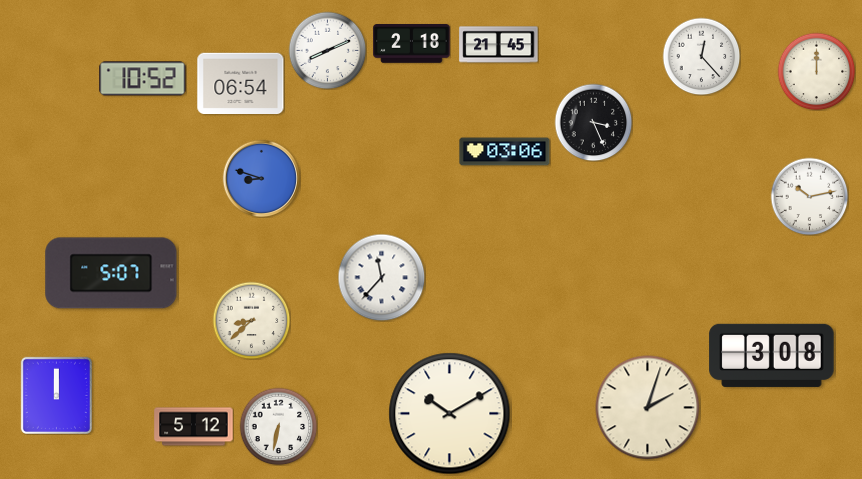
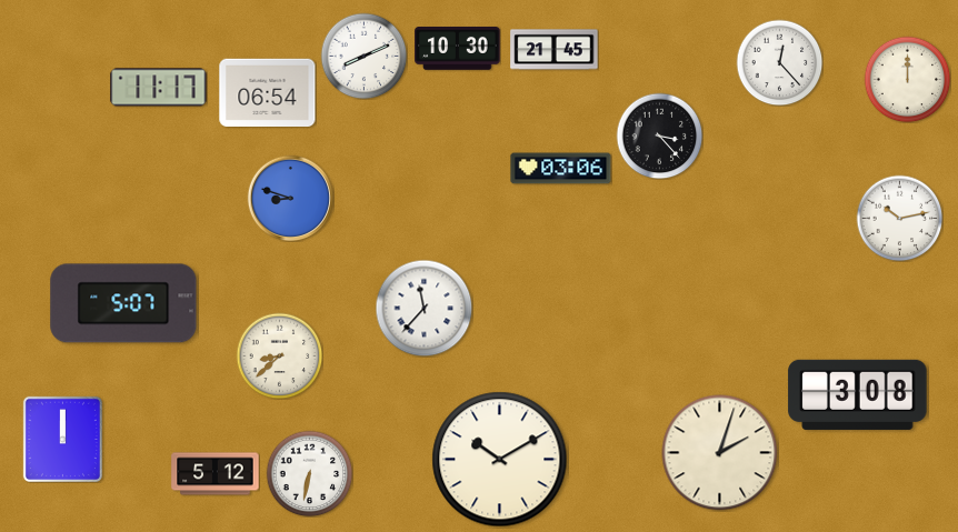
clock at (412, 44): 2:18 -> 10:30
clock at (143, 79): 10:52 -> 11:17
clock at (593, 122): 3:26 -> 3:23
